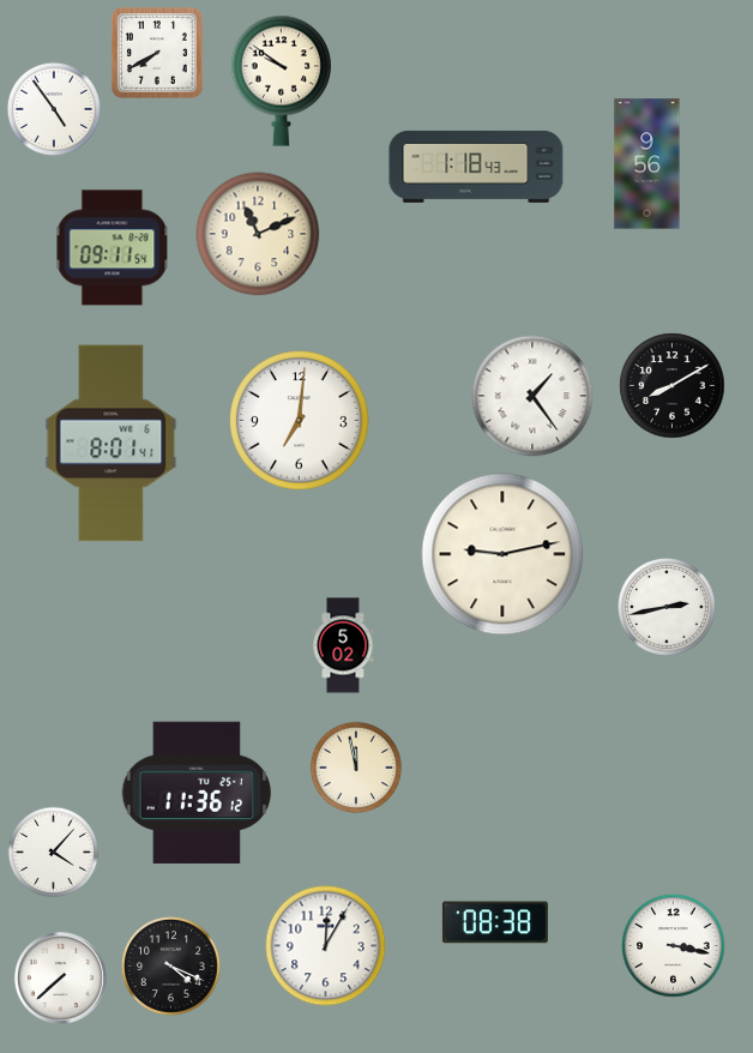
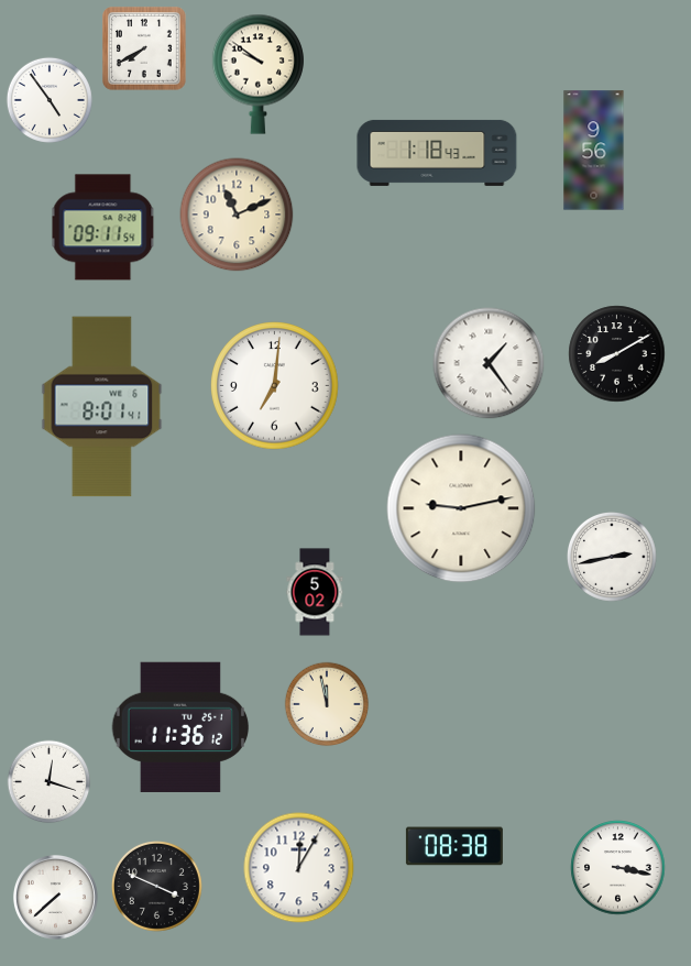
clock at (54, 853): 4:07 -> 12:18
clock at (171, 967): 4:19 -> 3:49
